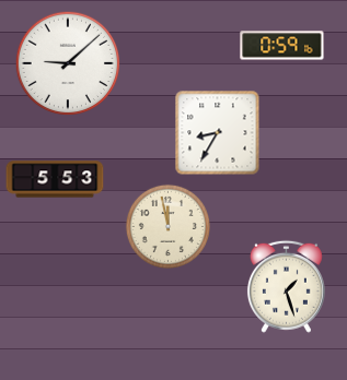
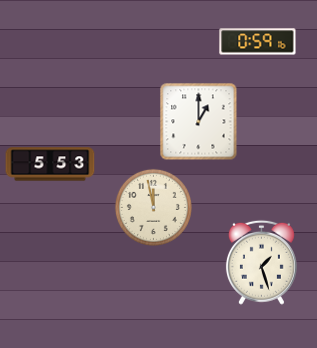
clock at (68, 63): 9:08 -> none
clock at (217, 132): 8:35 -> 1:00
